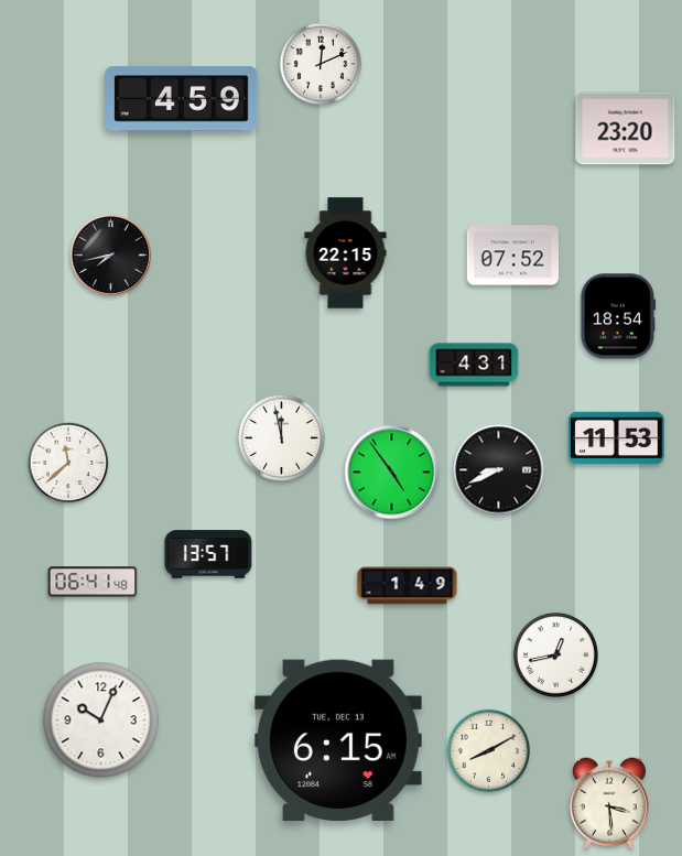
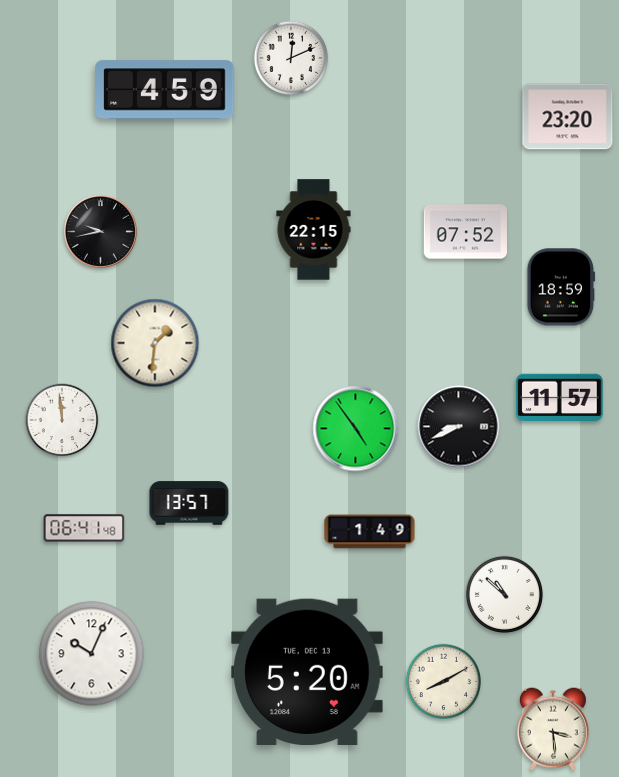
clock at (110, 254): 7:43 -> 9:43
clock at (618, 316): 18:54 -> 18:59
clock at (474, 365): 4:31 -> none
clock at (155, 343): none -> 1:31
clock at (282, 438): 11:58 -> none
clock at (617, 438): 11:53 -> 11:57
clock at (68, 463): 11:38 -> 11:59
clock at (499, 470) position: (499, 470) -> (459, 427)
clock at (555, 654): 12:43 -> 10:52
clock at (339, 739): 6:15 -> 5:20
